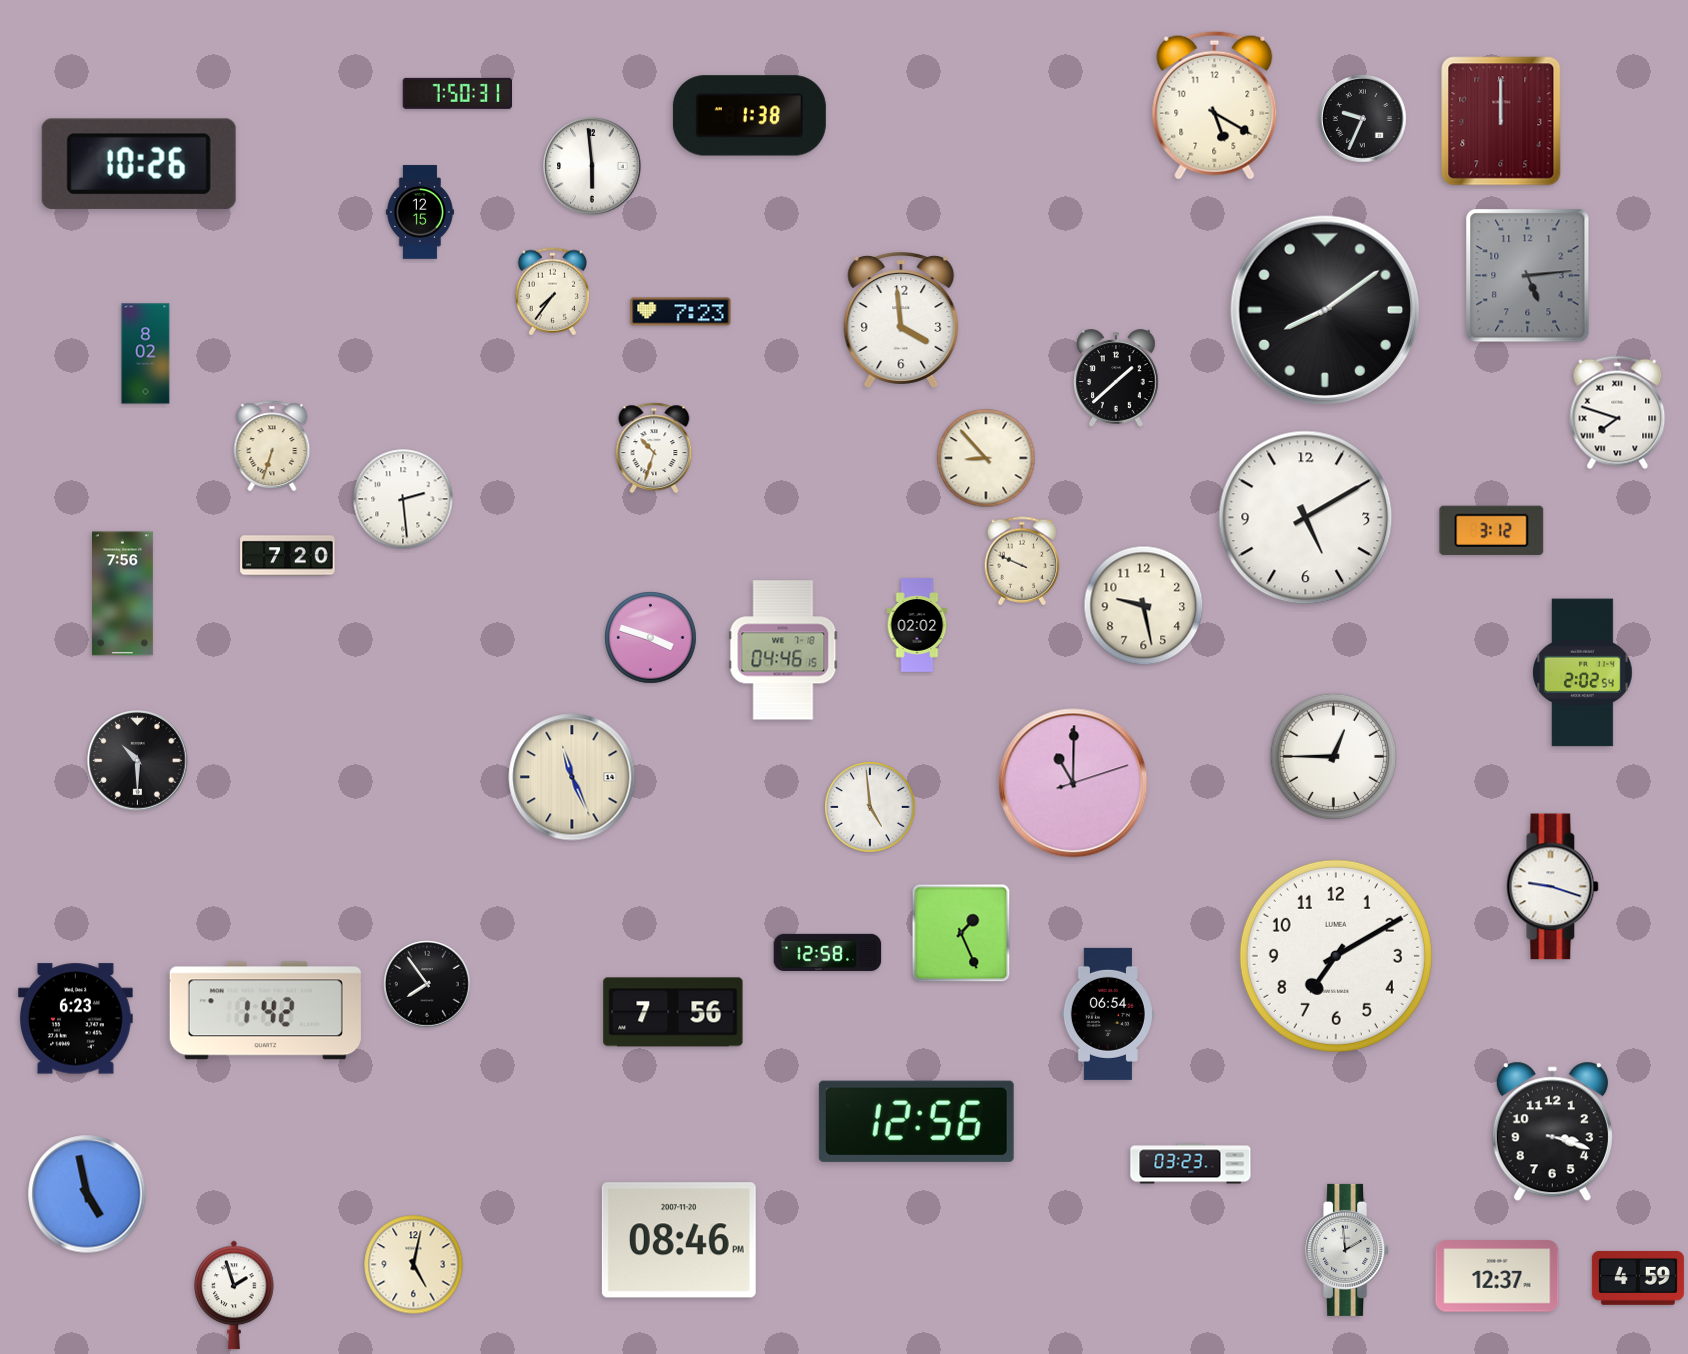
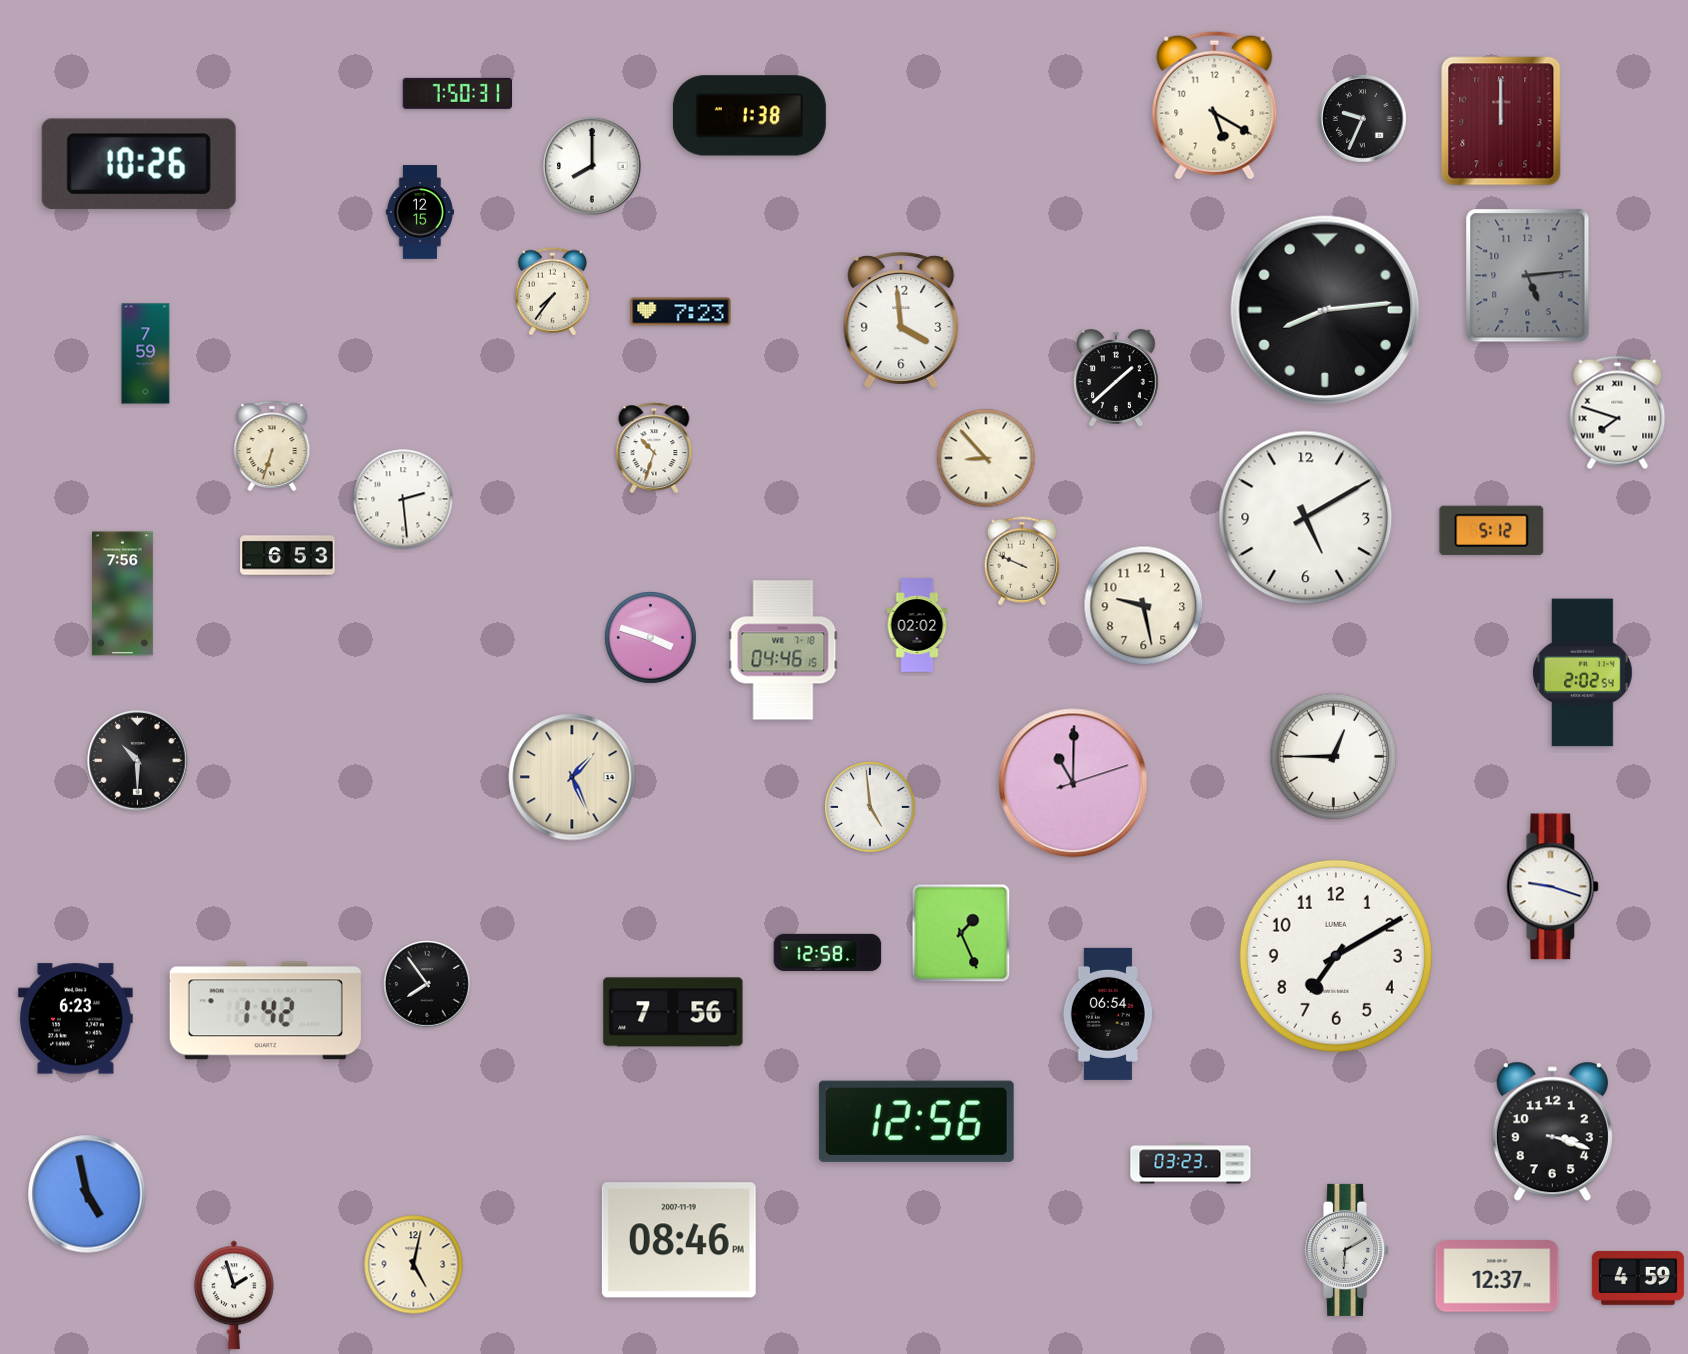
clock at (592, 166): 5:59 -> 8:00
clock at (1324, 309): 8:09 -> 8:14
clock at (146, 354): 8:02 -> 7:59
clock at (1492, 530): 3:12 -> 5:12
clock at (288, 556): 7:20 -> 6:53
clock at (572, 777): 11:26 -> 1:26
clock at (679, 1240) date: 2007-11-20 -> 2007-11-19
clock at (1348, 1250): 1:59 -> 6:10
